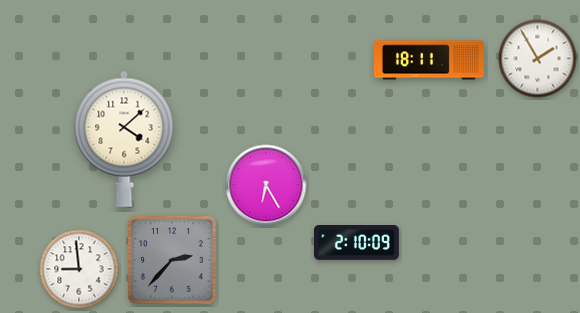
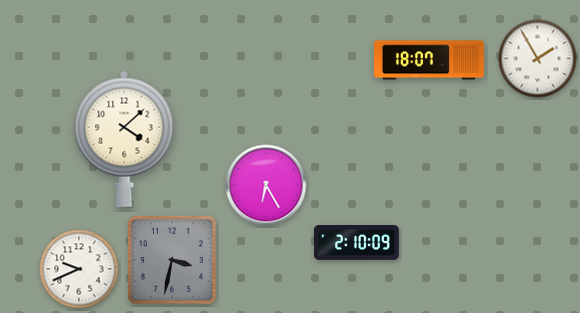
clock at (430, 60): 18:11 -> 18:07
clock at (172, 260): 2:37 -> 3:32
clock at (79, 269): 8:59 -> 9:41
